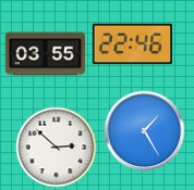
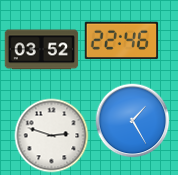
clock at (46, 54): 03:55 -> 03:52
clock at (57, 148): 2:52 -> 2:48
